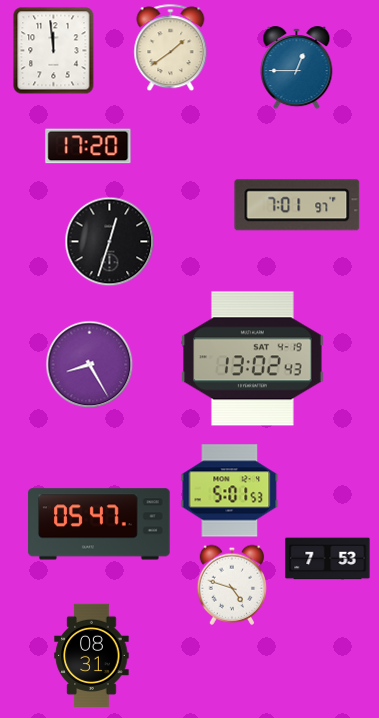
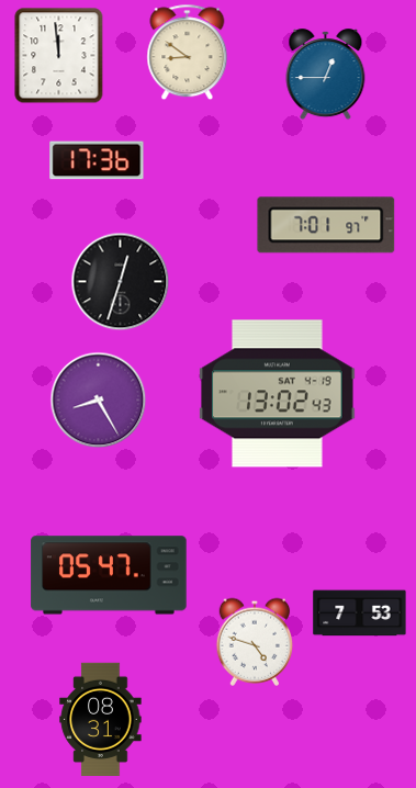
clock at (171, 48): 1:39 -> 8:51
clock at (88, 146): 17:20 -> 17:36
clock at (110, 242) position: (110, 242) -> (121, 282)
clock at (230, 491): 5:01 -> none
